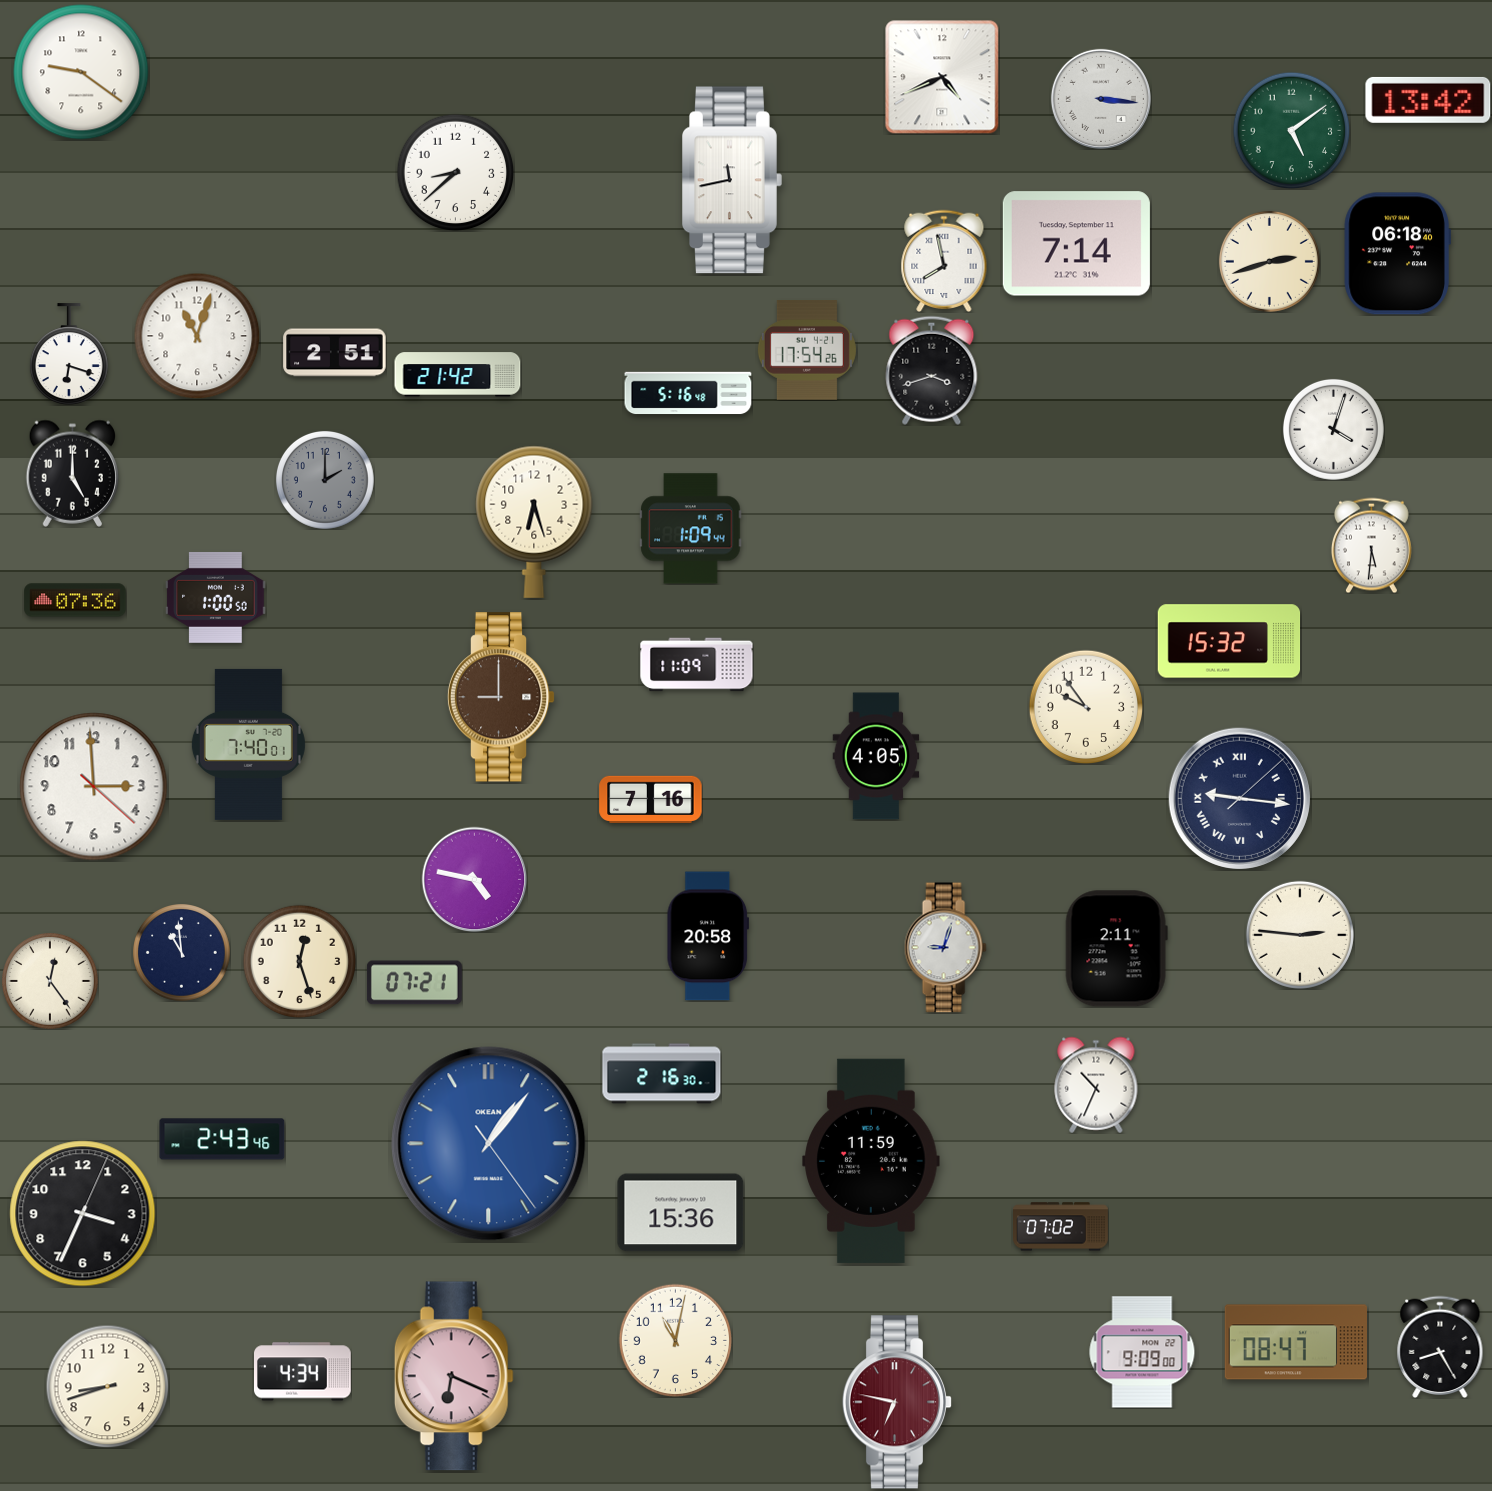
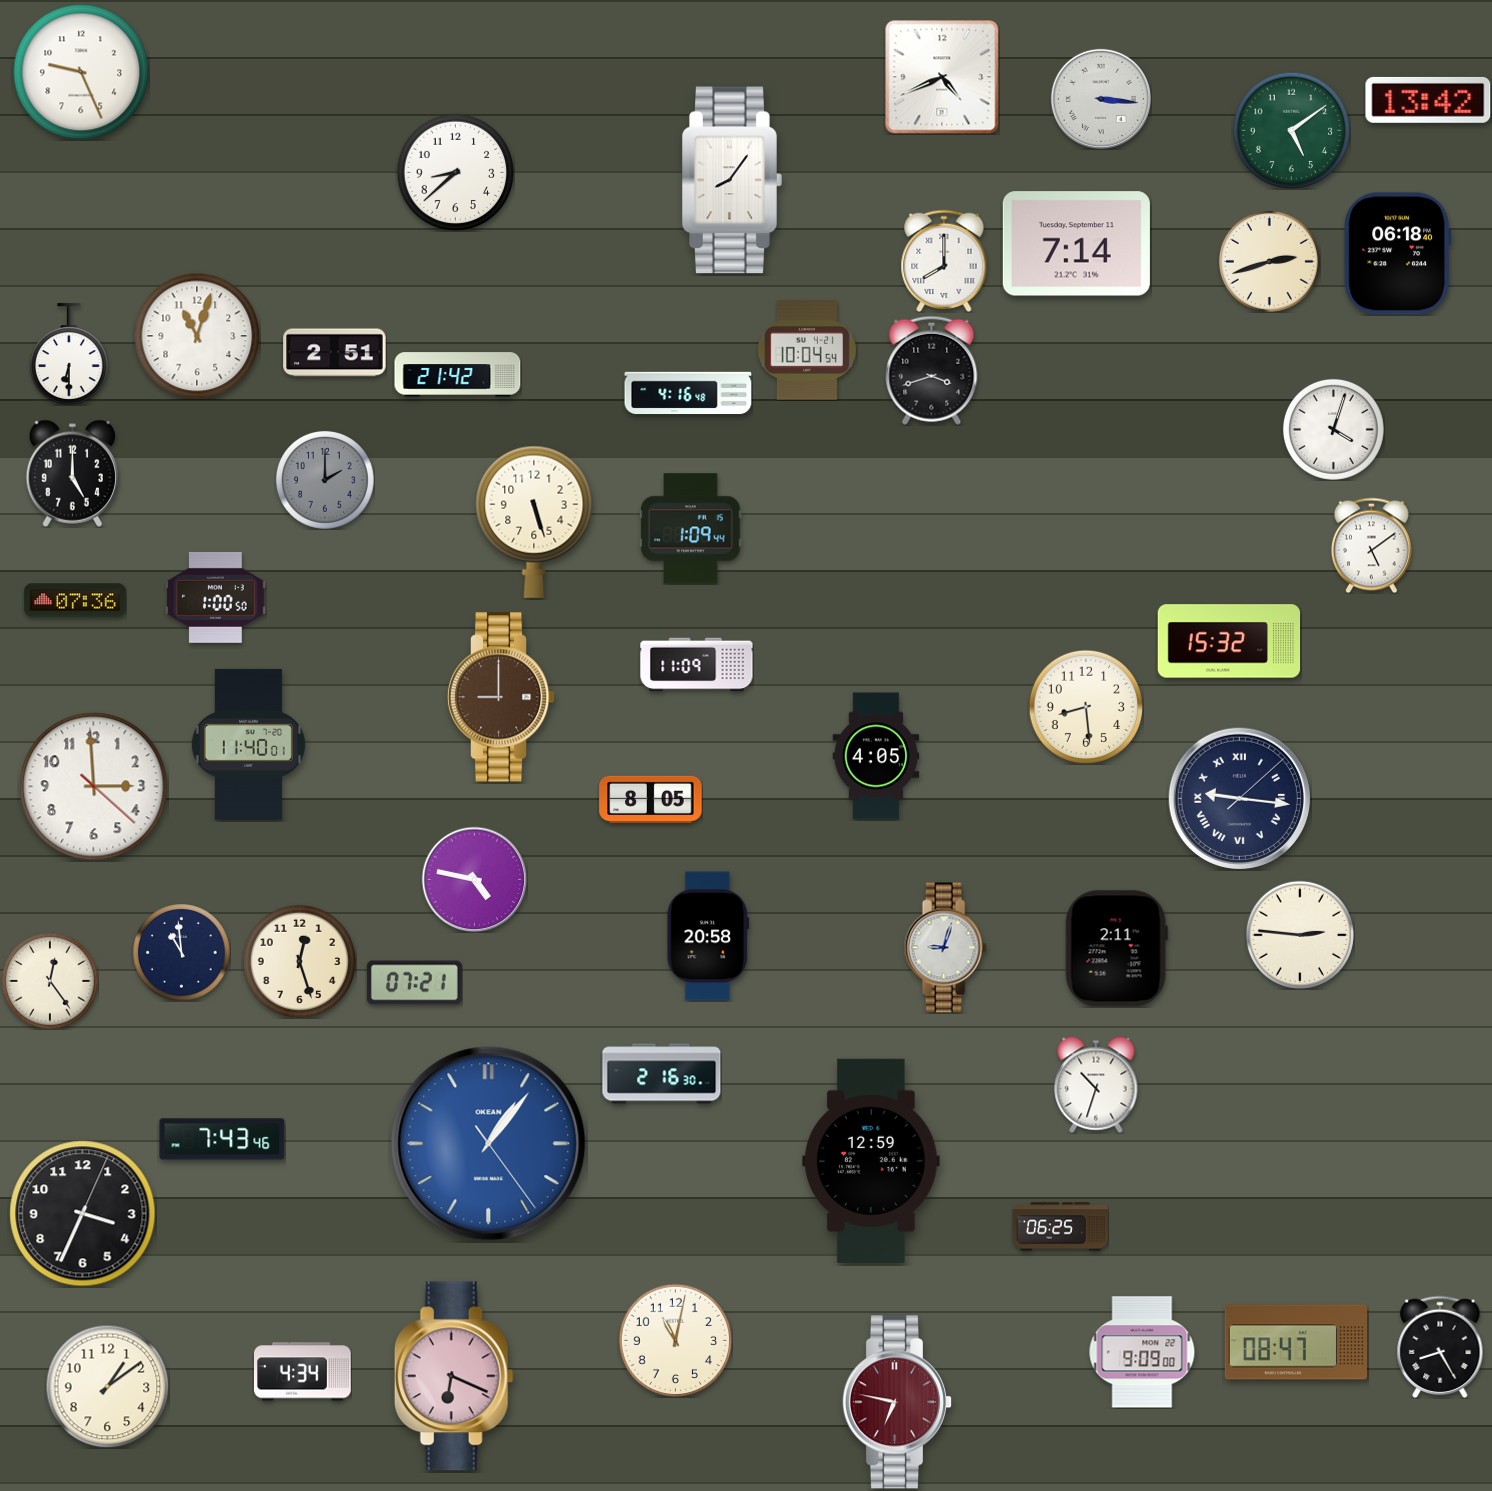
clock at (81, 72): 9:21 -> 9:26
clock at (733, 180): 11:43 -> 8:06
clock at (944, 261): 7:58 -> 8:00
clock at (807, 350): 17:54 -> 10:04
clock at (69, 354): 6:18 -> 6:30
clock at (688, 393): 5:16 -> 4:16
clock at (534, 522): 6:27 -> 5:27
clock at (1371, 545): 5:31 -> 5:09
clock at (1085, 706): 9:54 -> 8:29
clock at (248, 744): 7:40 -> 11:40
clock at (651, 799): 7:16 -> 8:05
clock at (1096, 1085): 10:34 -> 10:33
clock at (222, 1139): 2:43 -> 7:43
clock at (871, 1161): 11:59 -> 12:59
clock at (681, 1213): 15:36 -> none
clock at (1061, 1227): 07:02 -> 06:25
clock at (107, 1386): 8:42 -> 1:09
